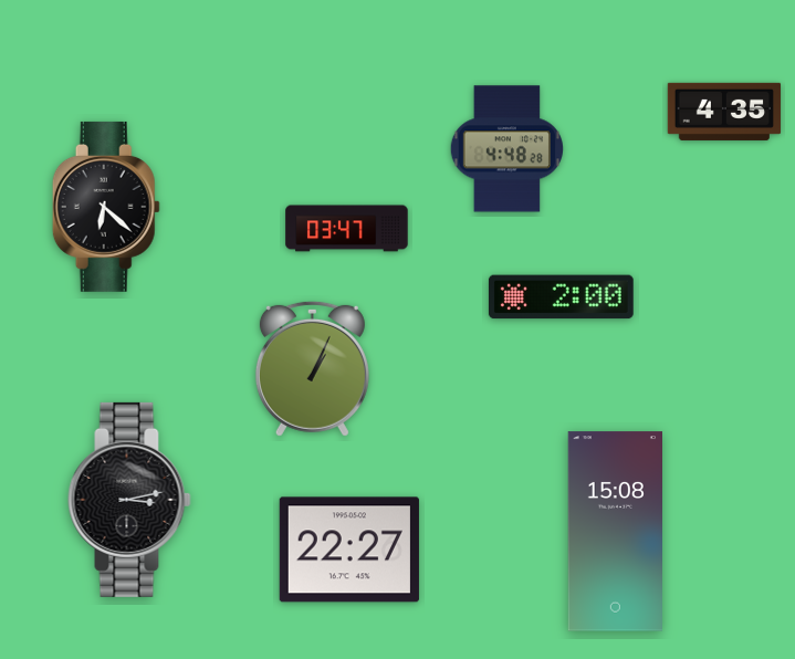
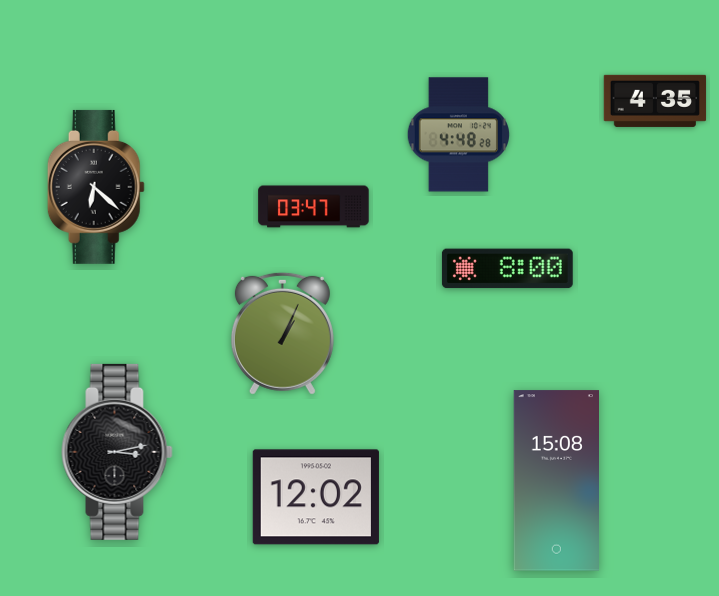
clock at (561, 297): 2:00 -> 8:00
clock at (349, 550): 22:27 -> 12:02
